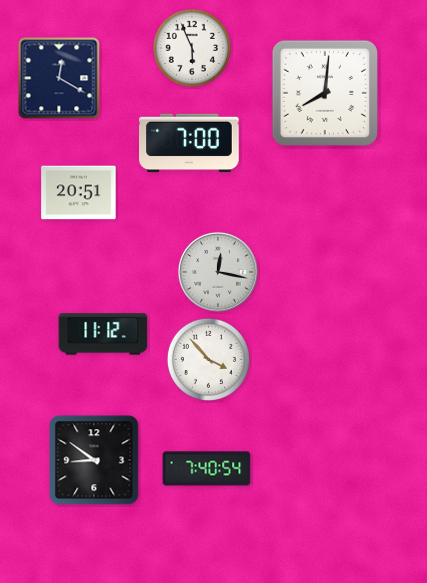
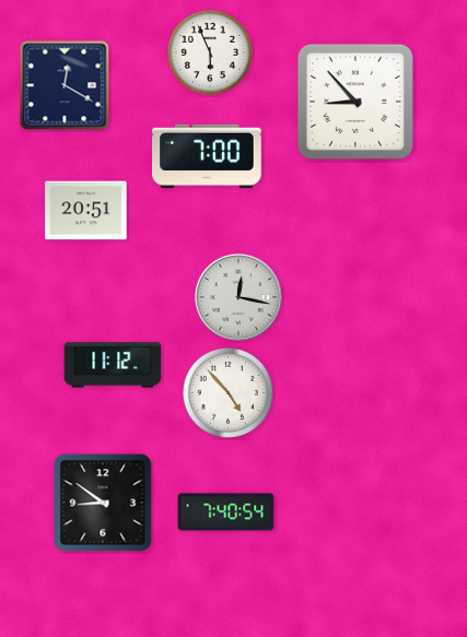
clock at (325, 93): 8:01 -> 8:53
clock at (208, 359): 3:53 -> 4:53
